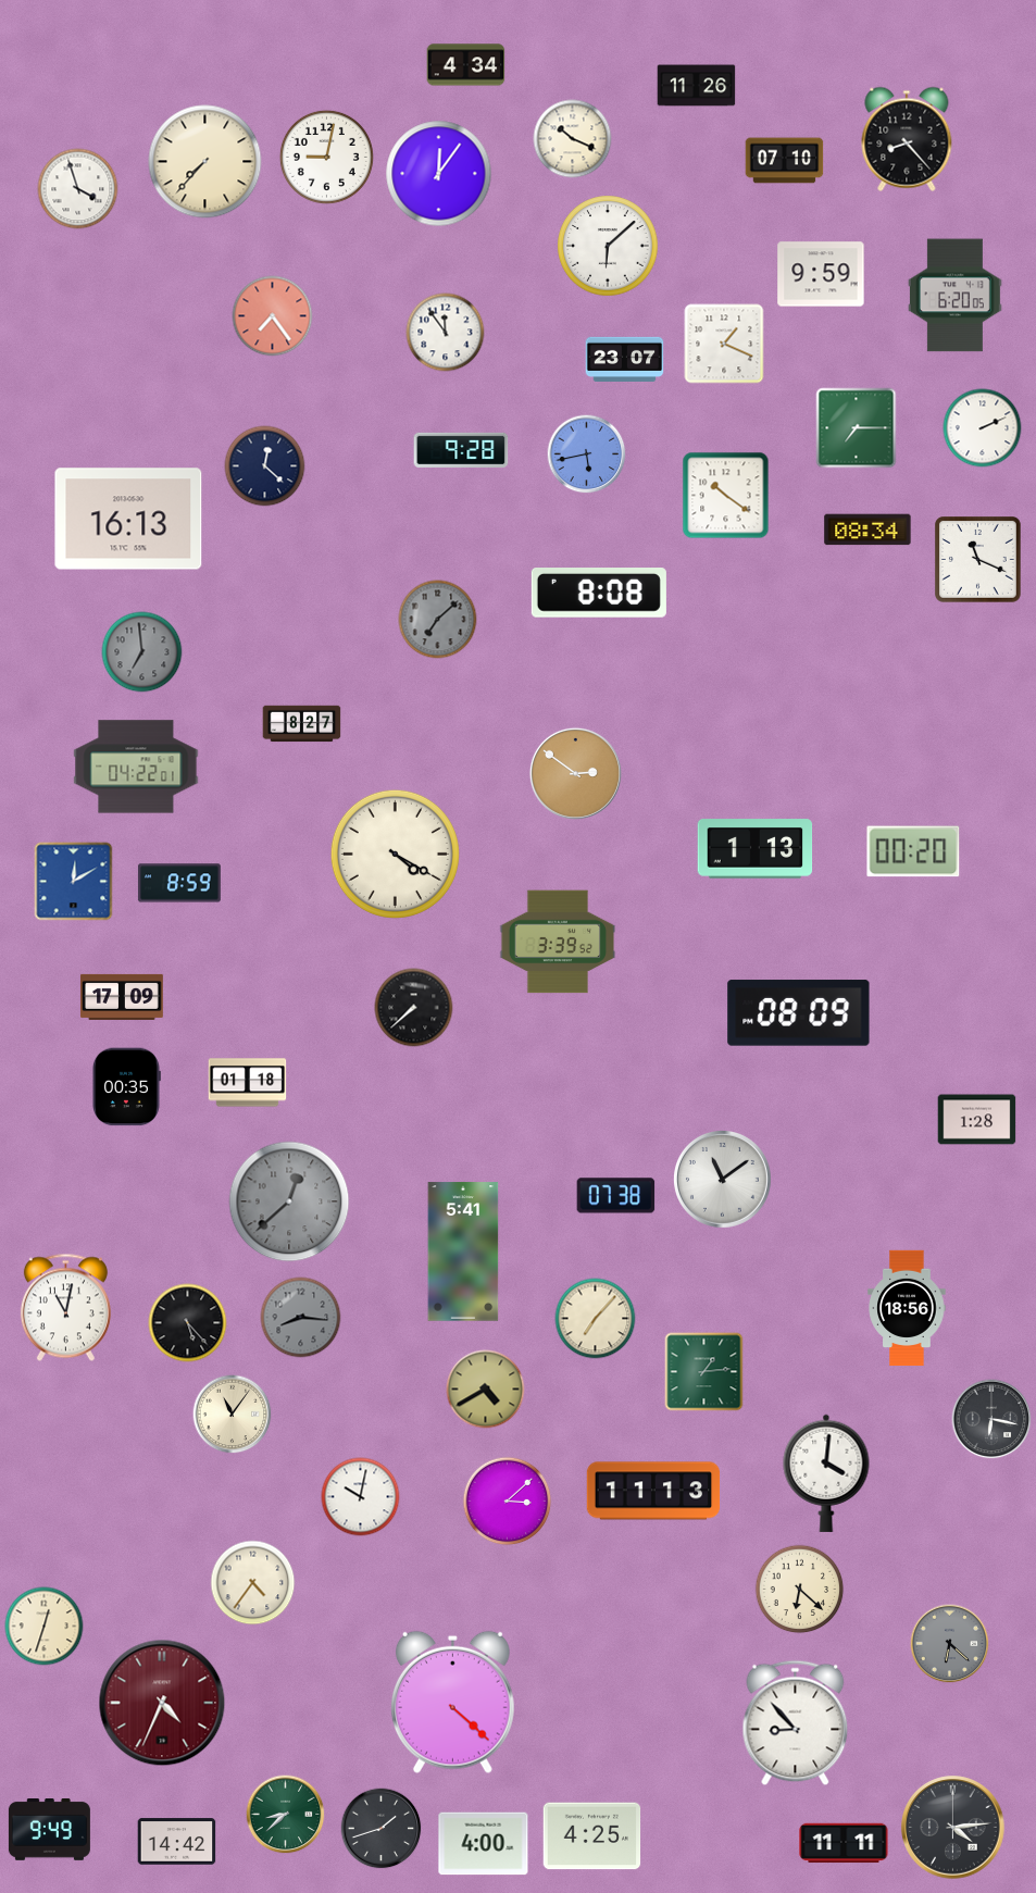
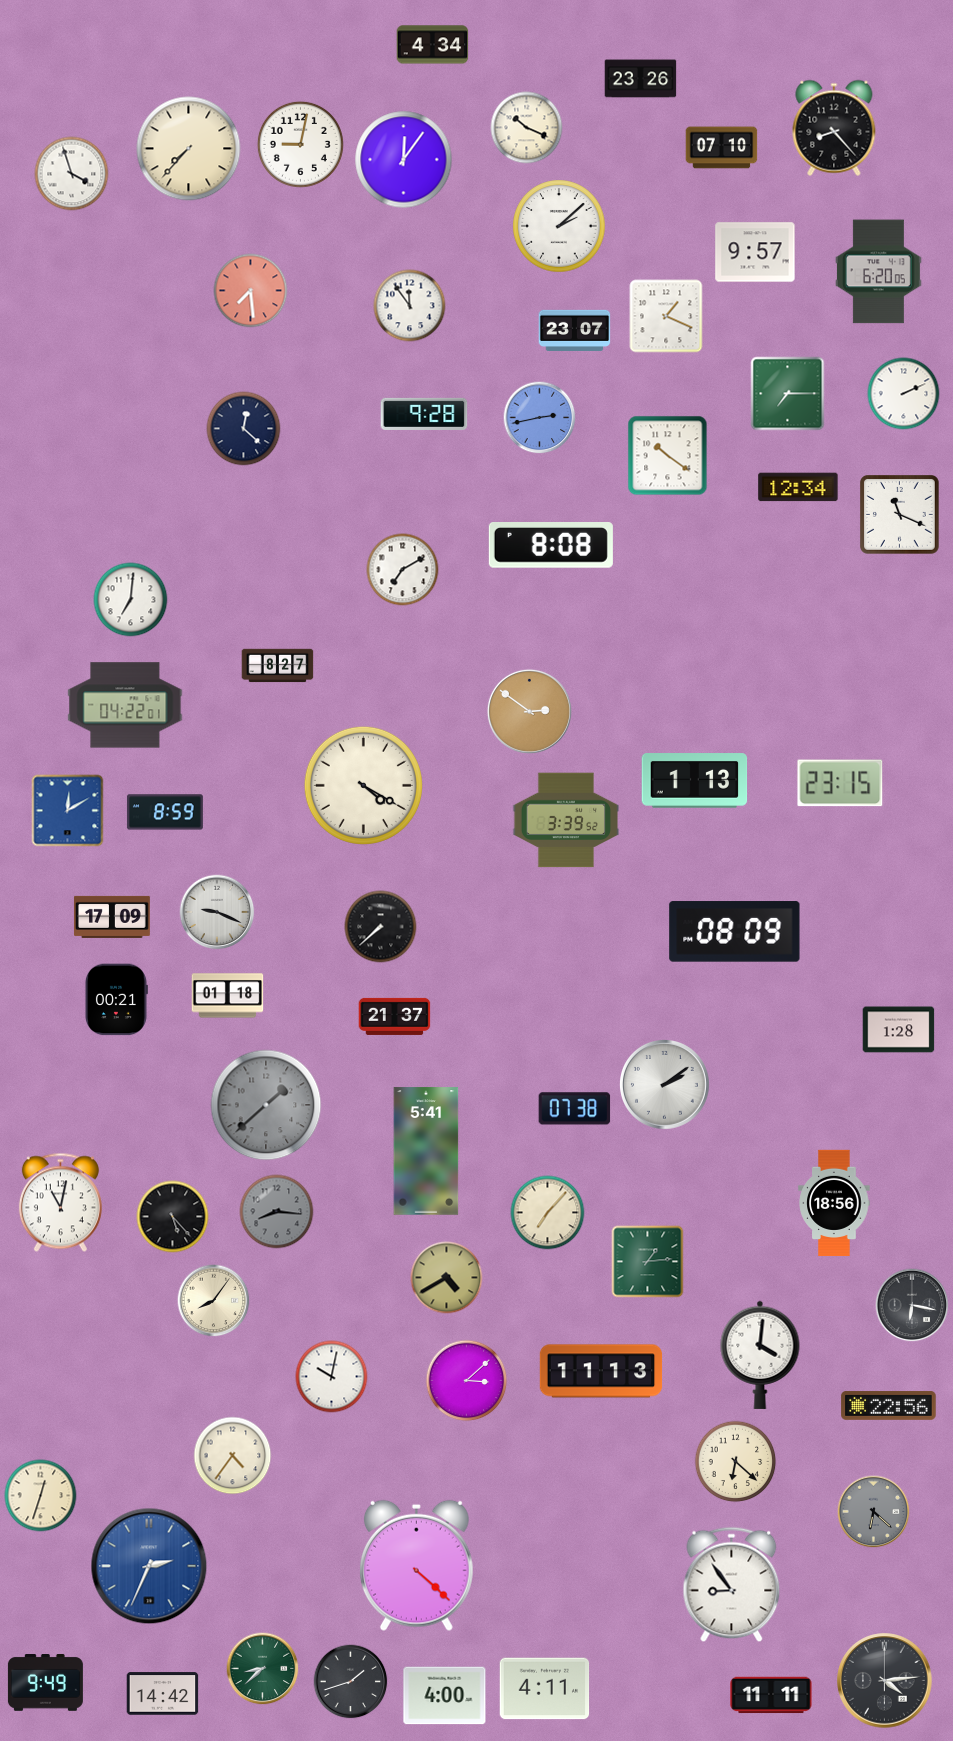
clock at (466, 65) position: (466, 65) -> (433, 45)
clock at (697, 86): 11:26 -> 23:26
clock at (608, 246): 6:08 -> 2:08
clock at (821, 274): 9:59 -> 9:57
clock at (273, 316): 7:24 -> 7:29
clock at (587, 454): 5:43 -> 2:43
clock at (128, 519): 16:13 -> none
clock at (868, 530): 08:34 -> 12:34
clock at (438, 620): 7:08 -> 7:10
clock at (438, 620) dial: grey -> white
clock at (142, 652): 6:59 -> 7:01
clock at (142, 652) dial: grey -> white
clock at (913, 851): 00:20 -> 23:15
clock at (557, 942) position: (557, 942) -> (565, 820)
clock at (217, 912): none -> 9:19
clock at (126, 1087): 00:35 -> 00:21
clock at (395, 1016): none -> 21:37
clock at (723, 1180): 11:09 -> 2:09
clock at (616, 1196) position: (616, 1196) -> (575, 1109)
clock at (289, 1201): 12:38 -> 1:38
clock at (233, 1415): 11:06 -> 8:06
clock at (889, 1406): none -> 22:56
clock at (162, 1703): 4:34 -> 2:34
clock at (162, 1703) dial: burgundy -> blue
clock at (796, 1723): 8:53 -> 8:54
clock at (953, 1828) position: (953, 1828) -> (885, 1681)
clock at (592, 1836): 4:25 -> 4:11
clock at (844, 1843) position: (844, 1843) -> (771, 1695)
